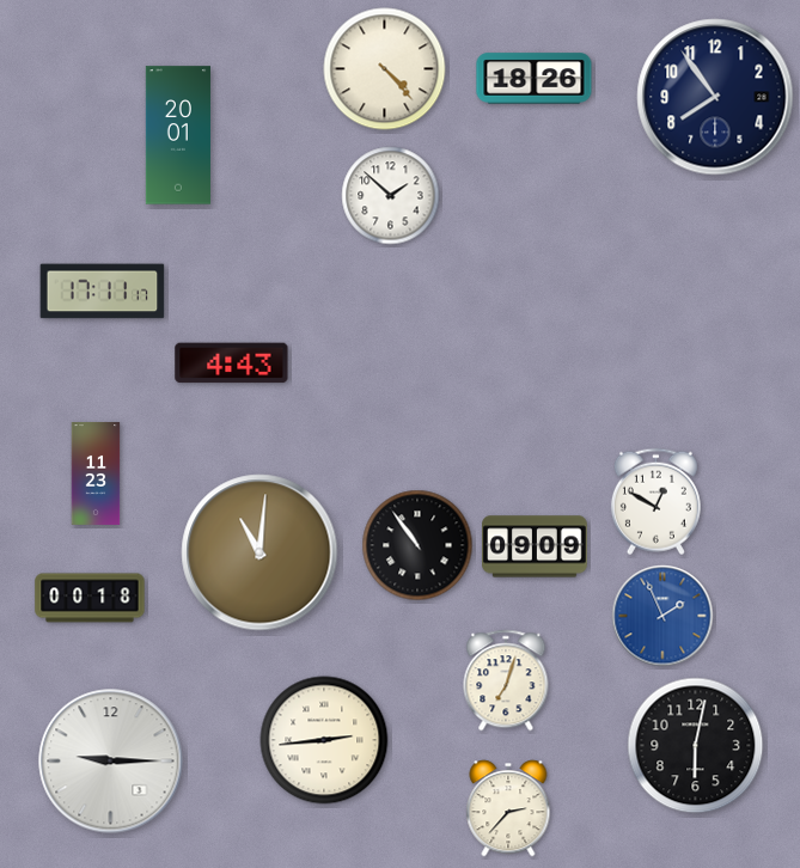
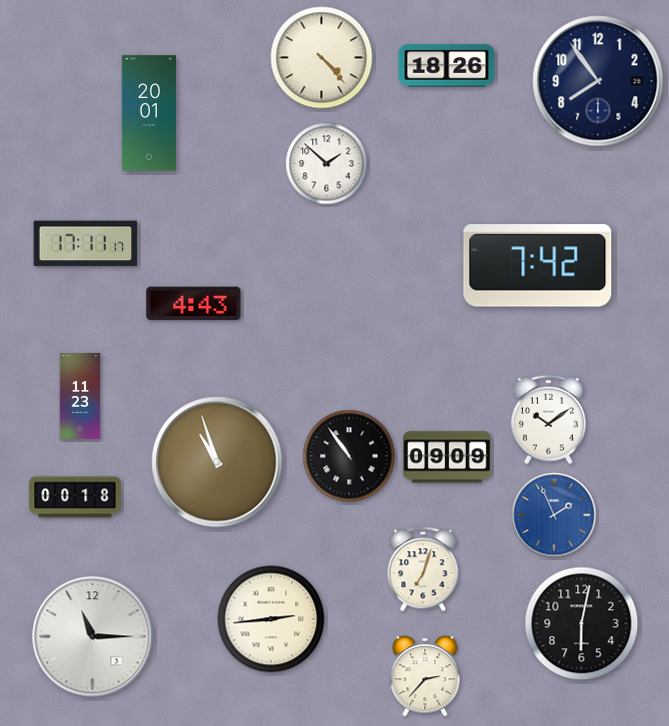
clock at (538, 266): none -> 7:42
clock at (655, 502): 12:50 -> 10:09
clock at (259, 552): 11:01 -> 10:57
clock at (90, 598) position: (90, 598) -> (75, 497)
clock at (111, 762): 9:15 -> 11:15
